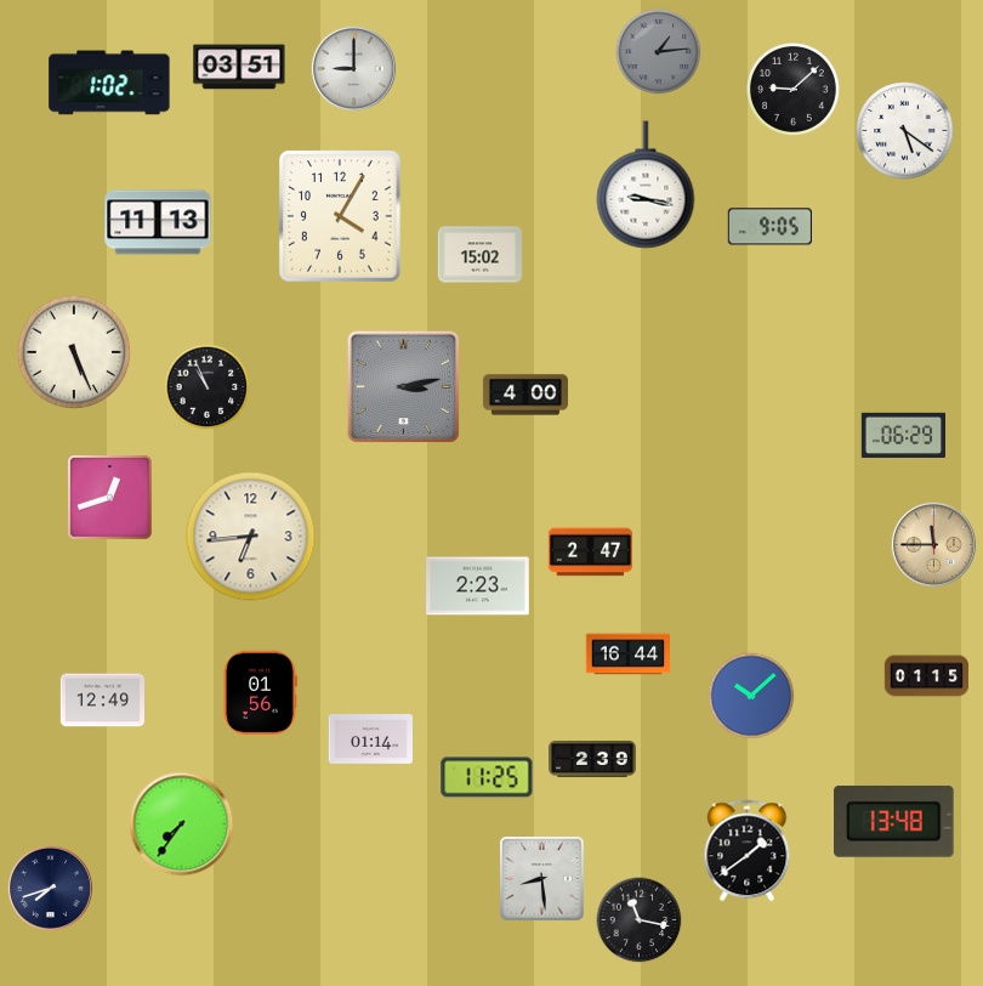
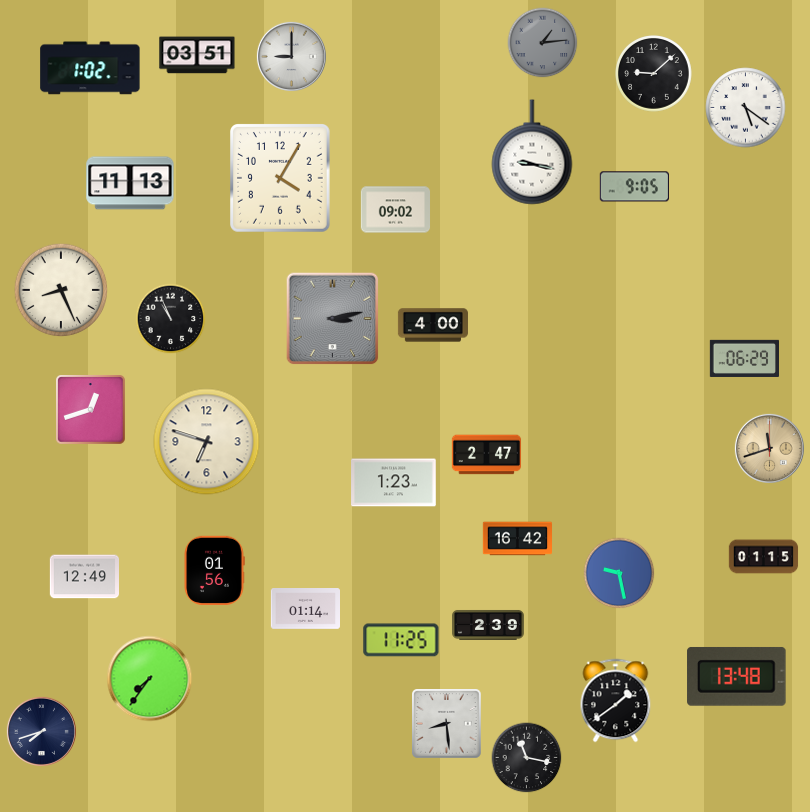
clock at (481, 255): 15:02 -> 09:02
clock at (74, 352): 5:26 -> 8:26
clock at (251, 537): 6:44 -> 6:48
clock at (933, 544): 11:45 -> 11:42
clock at (478, 586): 2:23 -> 1:23
clock at (629, 654): 16:44 -> 16:42
clock at (751, 696): 10:08 -> 9:28
